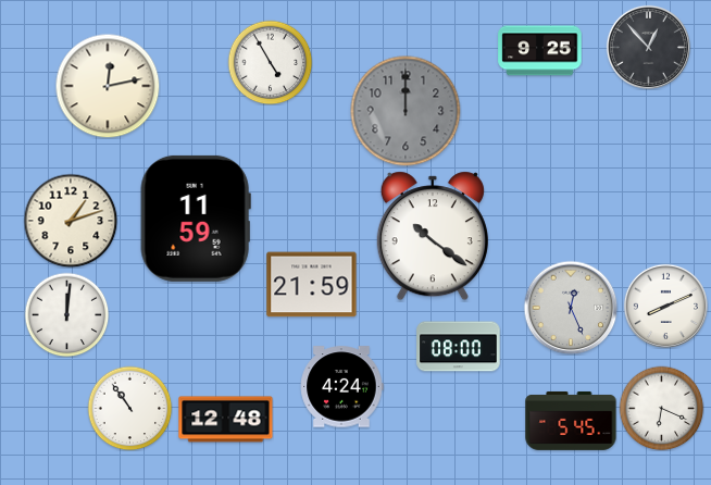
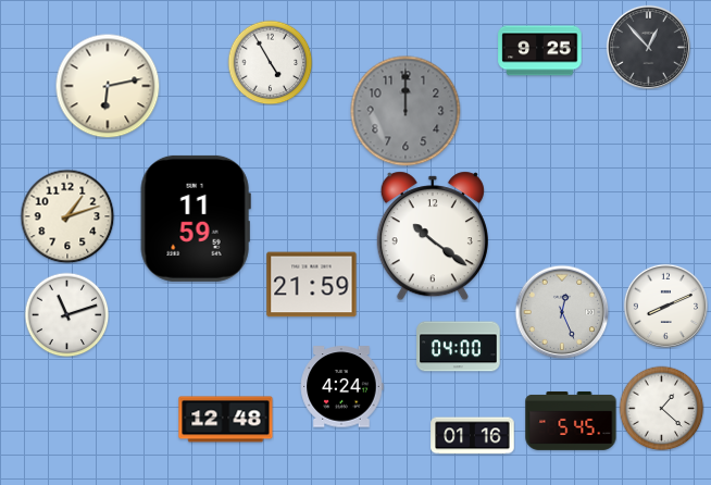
clock at (108, 86): 12:13 -> 6:13
clock at (71, 221) position: (71, 221) -> (67, 216)
clock at (571, 308) position: (571, 308) -> (562, 312)
clock at (66, 314): 12:01 -> 11:12
clock at (459, 347): 08:00 -> 04:00
clock at (129, 408): 10:54 -> none
clock at (661, 408): 6:19 -> 1:22
clock at (473, 436): none -> 01:16
